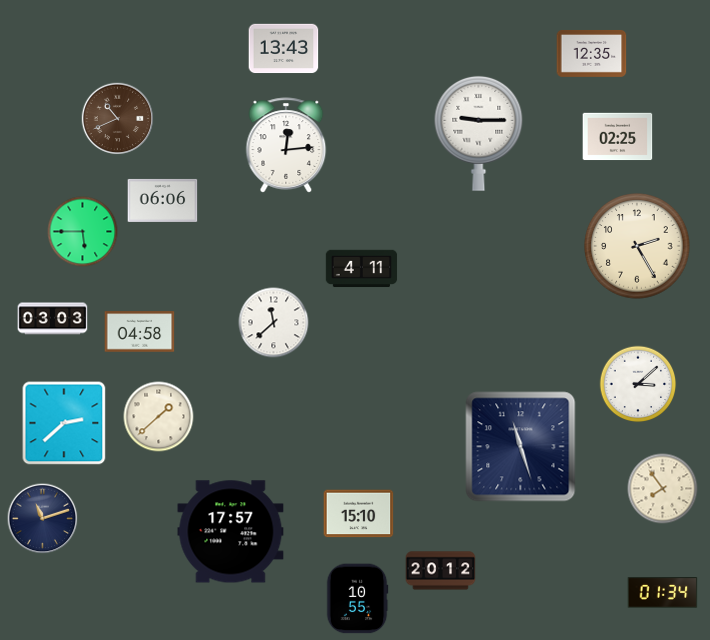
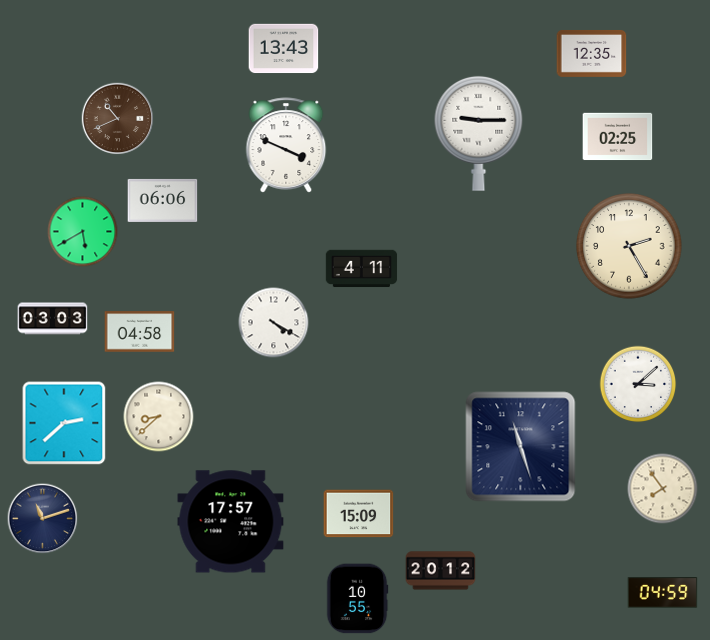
clock at (286, 145): 12:14 -> 3:49
clock at (83, 232): 5:45 -> 5:40
clock at (637, 246) position: (637, 246) -> (629, 246)
clock at (274, 323): 11:38 -> 4:20
clock at (159, 417): 1:38 -> 8:38
clock at (359, 514): 15:10 -> 15:09
clock at (231, 532) position: (231, 532) -> (231, 522)
clock at (663, 593): 01:34 -> 04:59
